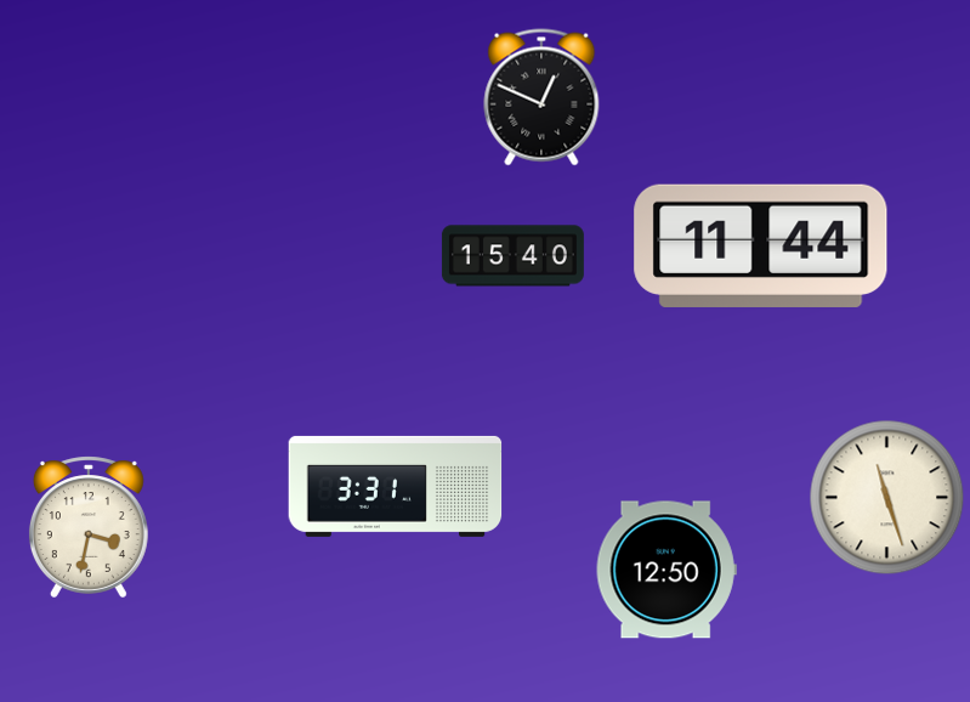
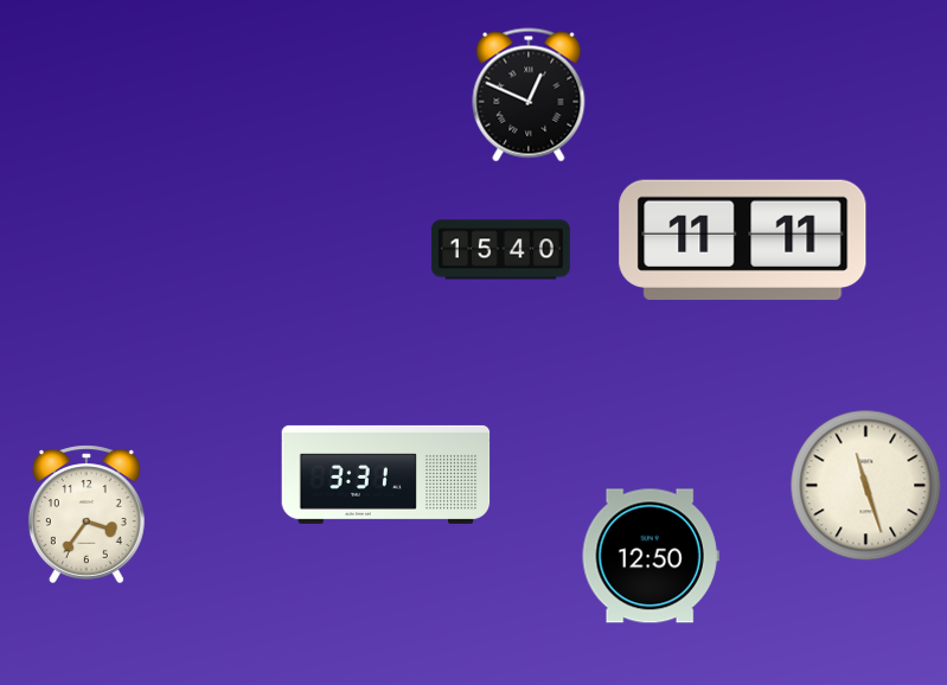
clock at (761, 245): 11:44 -> 11:11
clock at (89, 527): 3:32 -> 3:36
